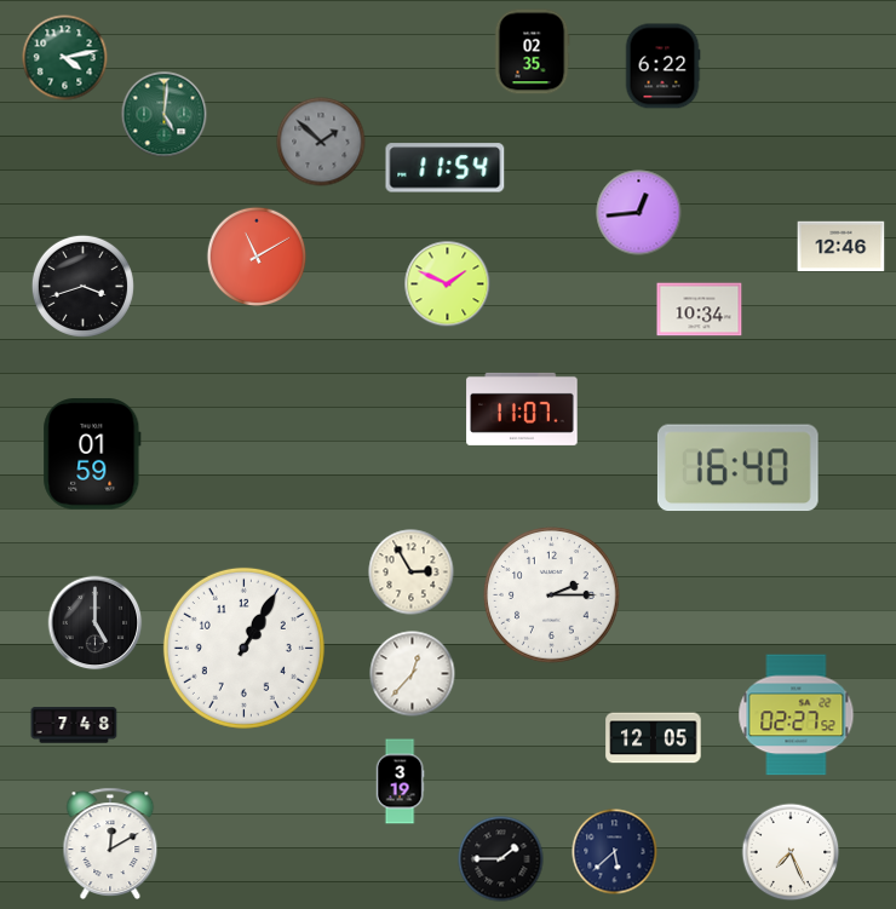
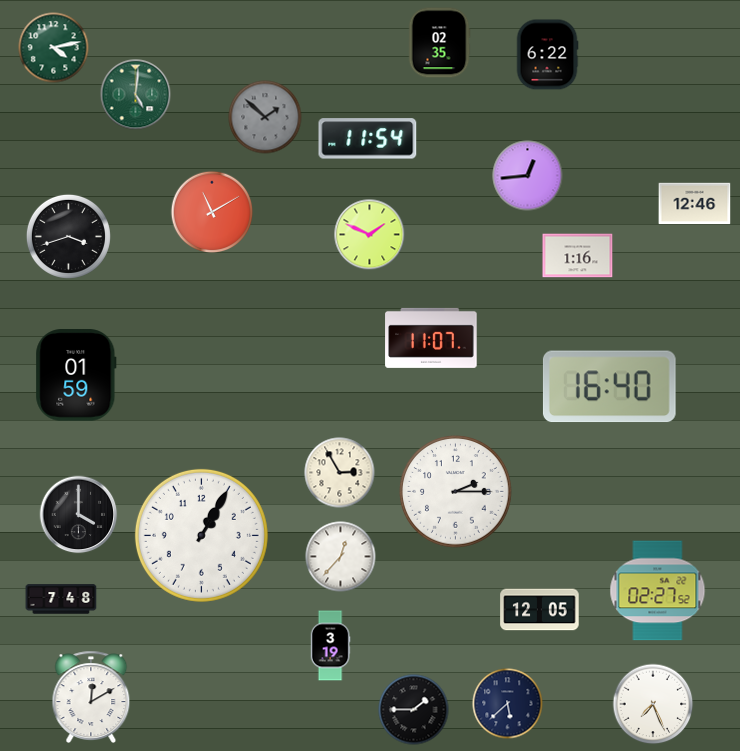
clock at (700, 310): 10:34 -> 1:16
clock at (96, 623): 5:00 -> 4:00
